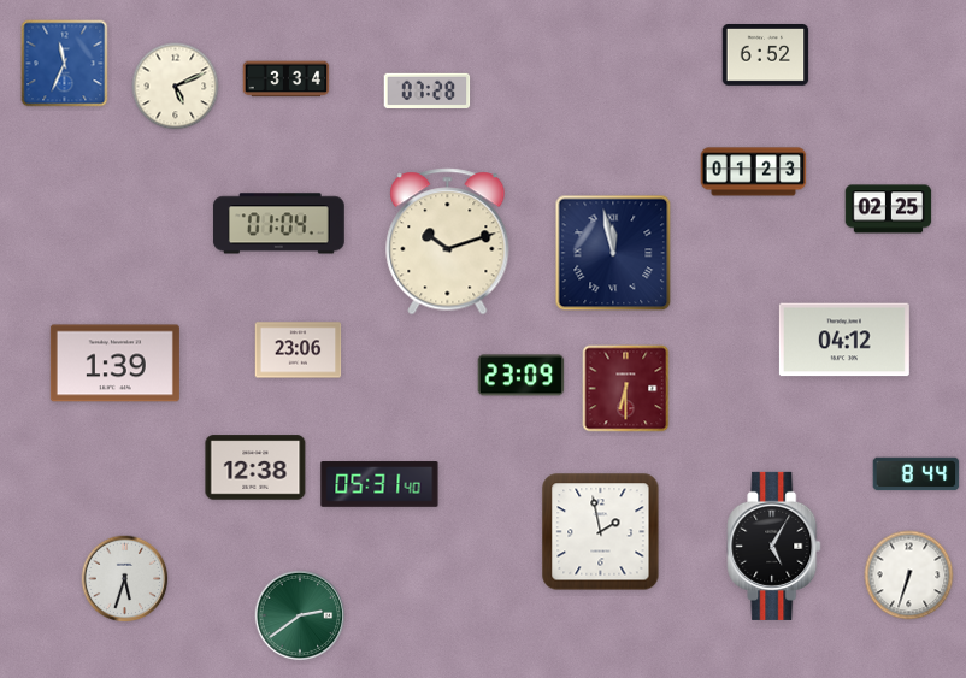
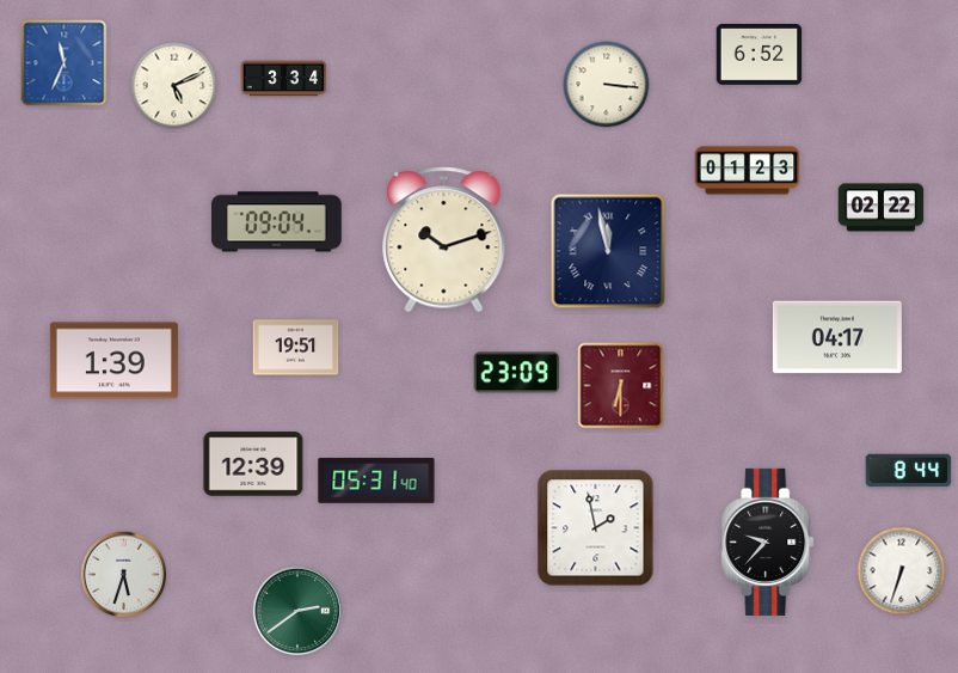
clock at (607, 85): none -> 3:16
clock at (428, 90): 07:28 -> none
clock at (889, 210): 02:25 -> 02:22
clock at (278, 224): 01:04 -> 09:04
clock at (844, 340): 04:12 -> 04:17
clock at (299, 350): 23:06 -> 19:51
clock at (255, 467): 12:38 -> 12:39
clock at (774, 546): 5:05 -> 9:37
